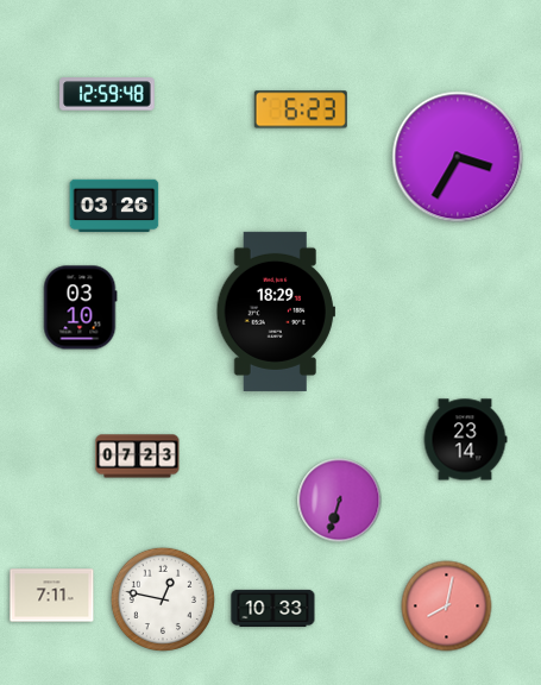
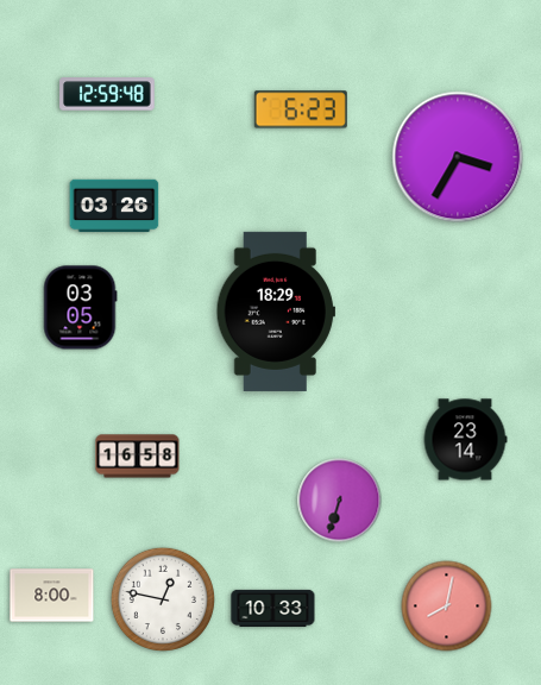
clock at (80, 308): 03:10 -> 03:05
clock at (138, 457): 07:23 -> 16:58
clock at (52, 596): 7:11 -> 8:00
